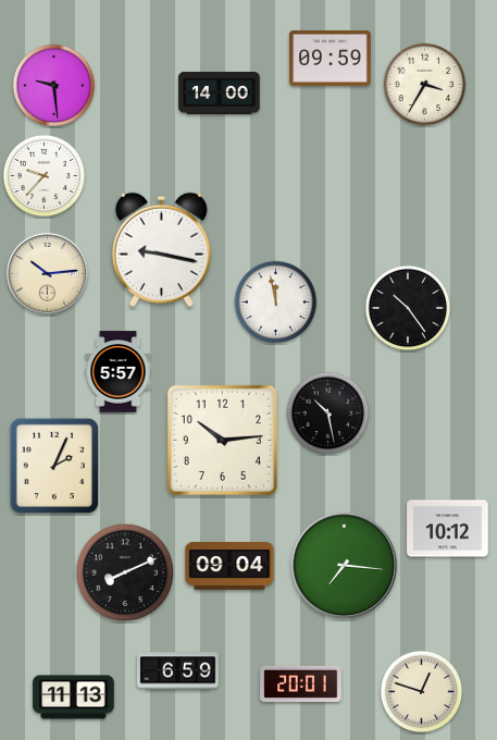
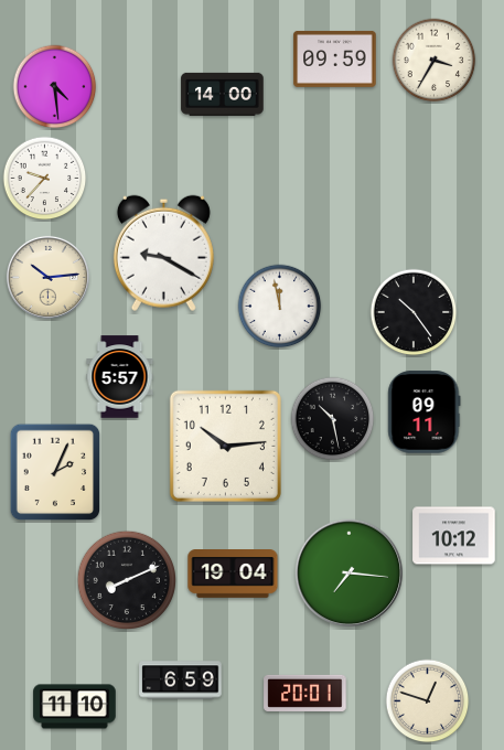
clock at (425, 85) position: (425, 85) -> (435, 61)
clock at (54, 86): 9:29 -> 4:29
clock at (161, 249): 9:17 -> 9:20
clock at (425, 413): none -> 09:11
clock at (229, 567): 09:04 -> 19:04
clock at (74, 698): 11:13 -> 11:10
